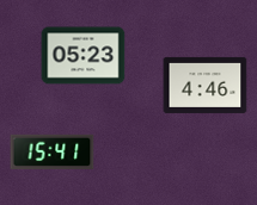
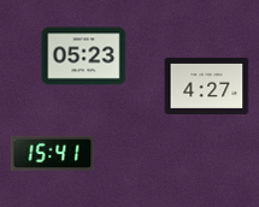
clock at (206, 85): 4:46 -> 4:27
